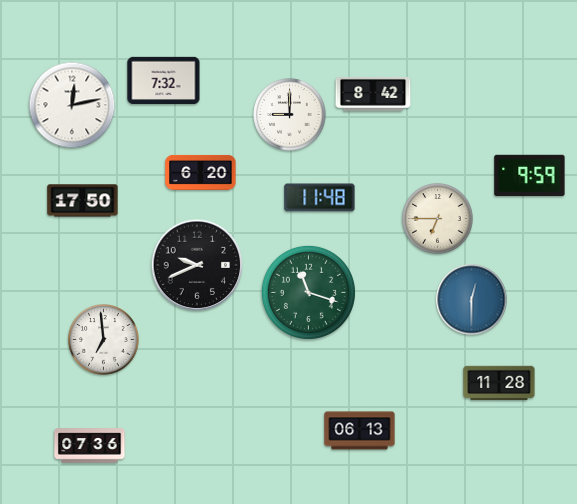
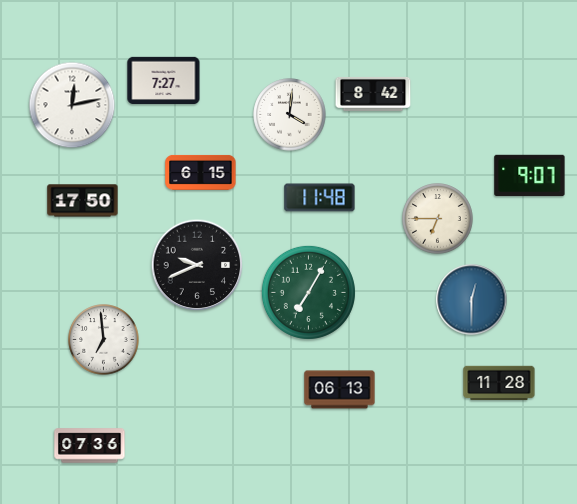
clock at (164, 80): 7:32 -> 7:27
clock at (290, 115): 9:00 -> 4:01
clock at (201, 172): 6:20 -> 6:15
clock at (530, 176): 9:59 -> 9:07
clock at (308, 292): 11:18 -> 7:05
clock at (360, 431) position: (360, 431) -> (340, 390)
